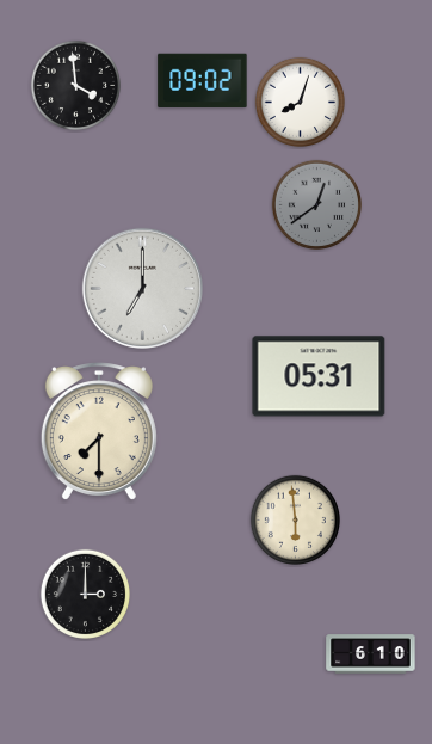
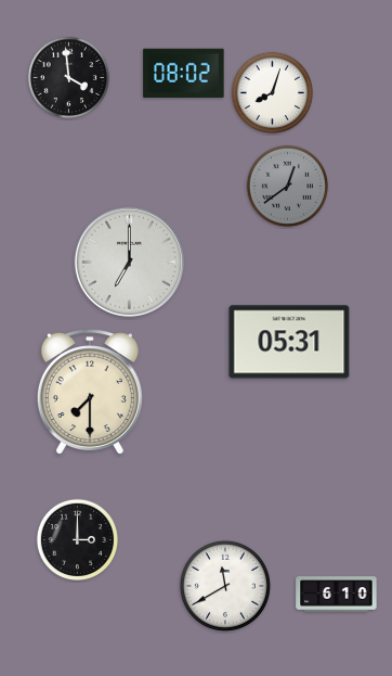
clock at (203, 81): 09:02 -> 08:02
clock at (295, 519): 5:59 -> none
clock at (225, 586): none -> 11:40
